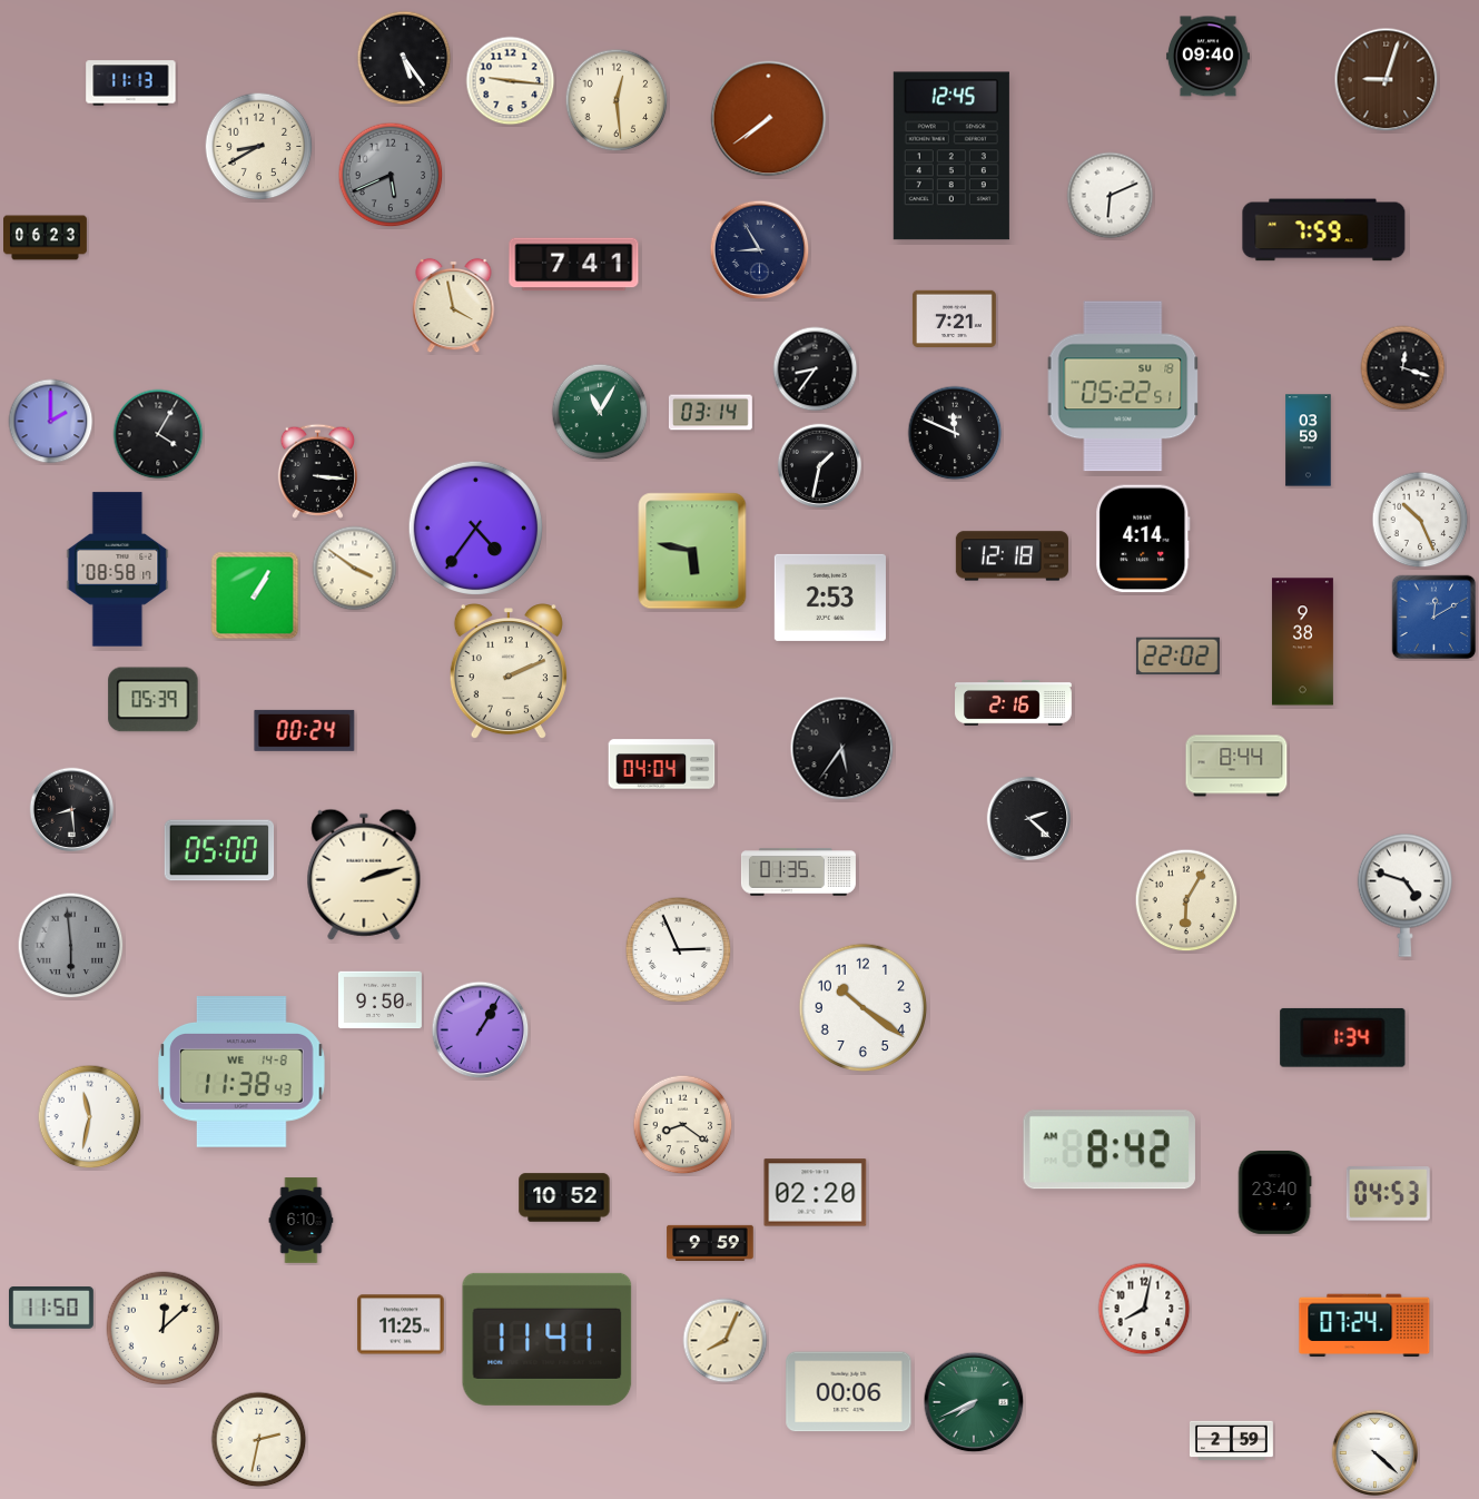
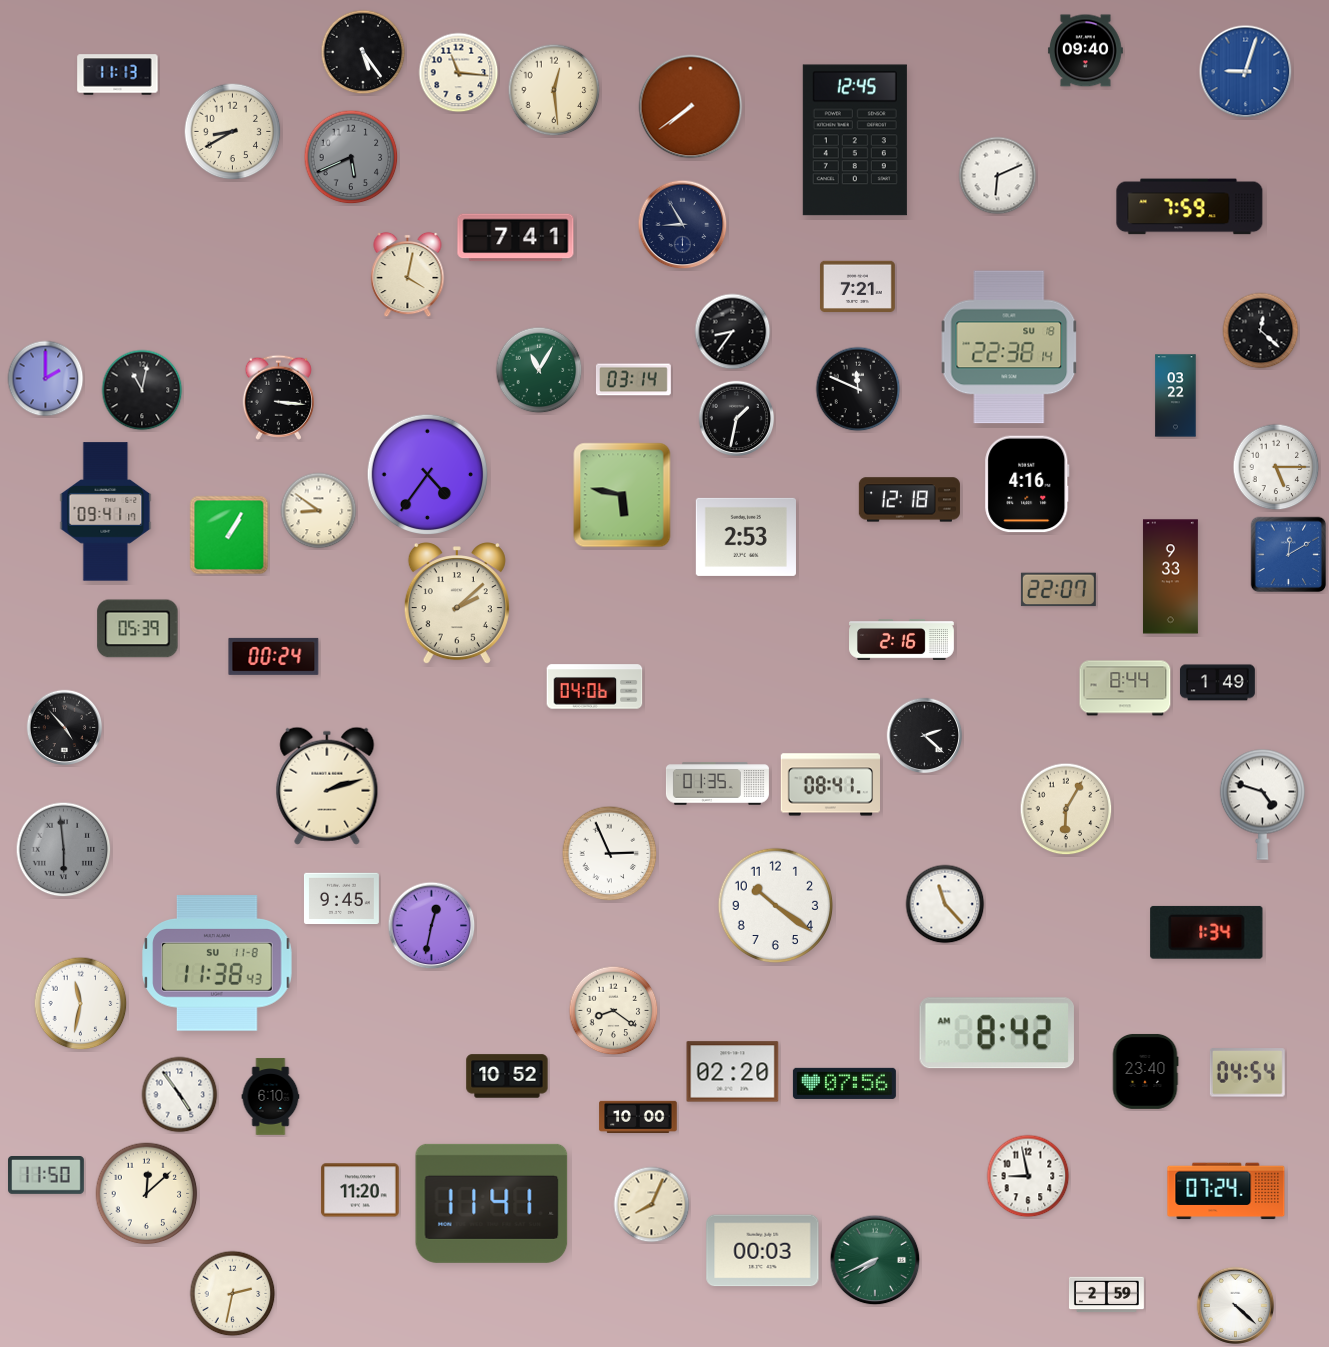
clock at (1387, 80) dial: brown -> blue
clock at (511, 81): 9:16 -> 11:16
clock at (46, 238): 06:23 -> none
clock at (454, 306): 3:58 -> 4:02
clock at (1403, 368): 12:18 -> 12:22
clock at (1123, 386): 05:22 -> 22:38
clock at (710, 413) position: (710, 413) -> (633, 380)
clock at (158, 434): 4:05 -> 11:02
clock at (1309, 441): 03:59 -> 03:22
clock at (317, 471) position: (317, 471) -> (278, 397)
clock at (1420, 520): 10:26 -> 5:15
clock at (1143, 539): 4:14 -> 4:16
clock at (355, 569): 3:51 -> 8:51
clock at (118, 570): 08:58 -> 09:41
clock at (1302, 642): 9:38 -> 9:33
clock at (1177, 657): 22:02 -> 22:07
clock at (509, 672): 2:11 -> 2:08
clock at (1014, 703) position: (1014, 703) -> (902, 640)
clock at (842, 749): 5:36 -> none
clock at (1217, 683): none -> 1:49
clock at (662, 765): 04:04 -> 04:06
clock at (1236, 766) position: (1236, 766) -> (1125, 688)
clock at (72, 810): 8:29 -> 4:53
clock at (219, 850): 05:00 -> none
clock at (830, 785): none -> 08:41
clock at (379, 1000): 9:50 -> 9:45
clock at (945, 904): none -> 11:23
clock at (481, 1030): 1:05 -> 12:32
clock at (241, 1072) date: WE 14-8 -> SU 11-8
clock at (1388, 1194): 04:53 -> 04:54
clock at (844, 1083): none -> 07:56
clock at (180, 1095): none -> 4:54
clock at (710, 1243): 9:59 -> 10:00
clock at (1144, 1309): 8:02 -> 8:58
clock at (401, 1324): 11:25 -> 11:20
clock at (849, 1392): 00:06 -> 00:03
